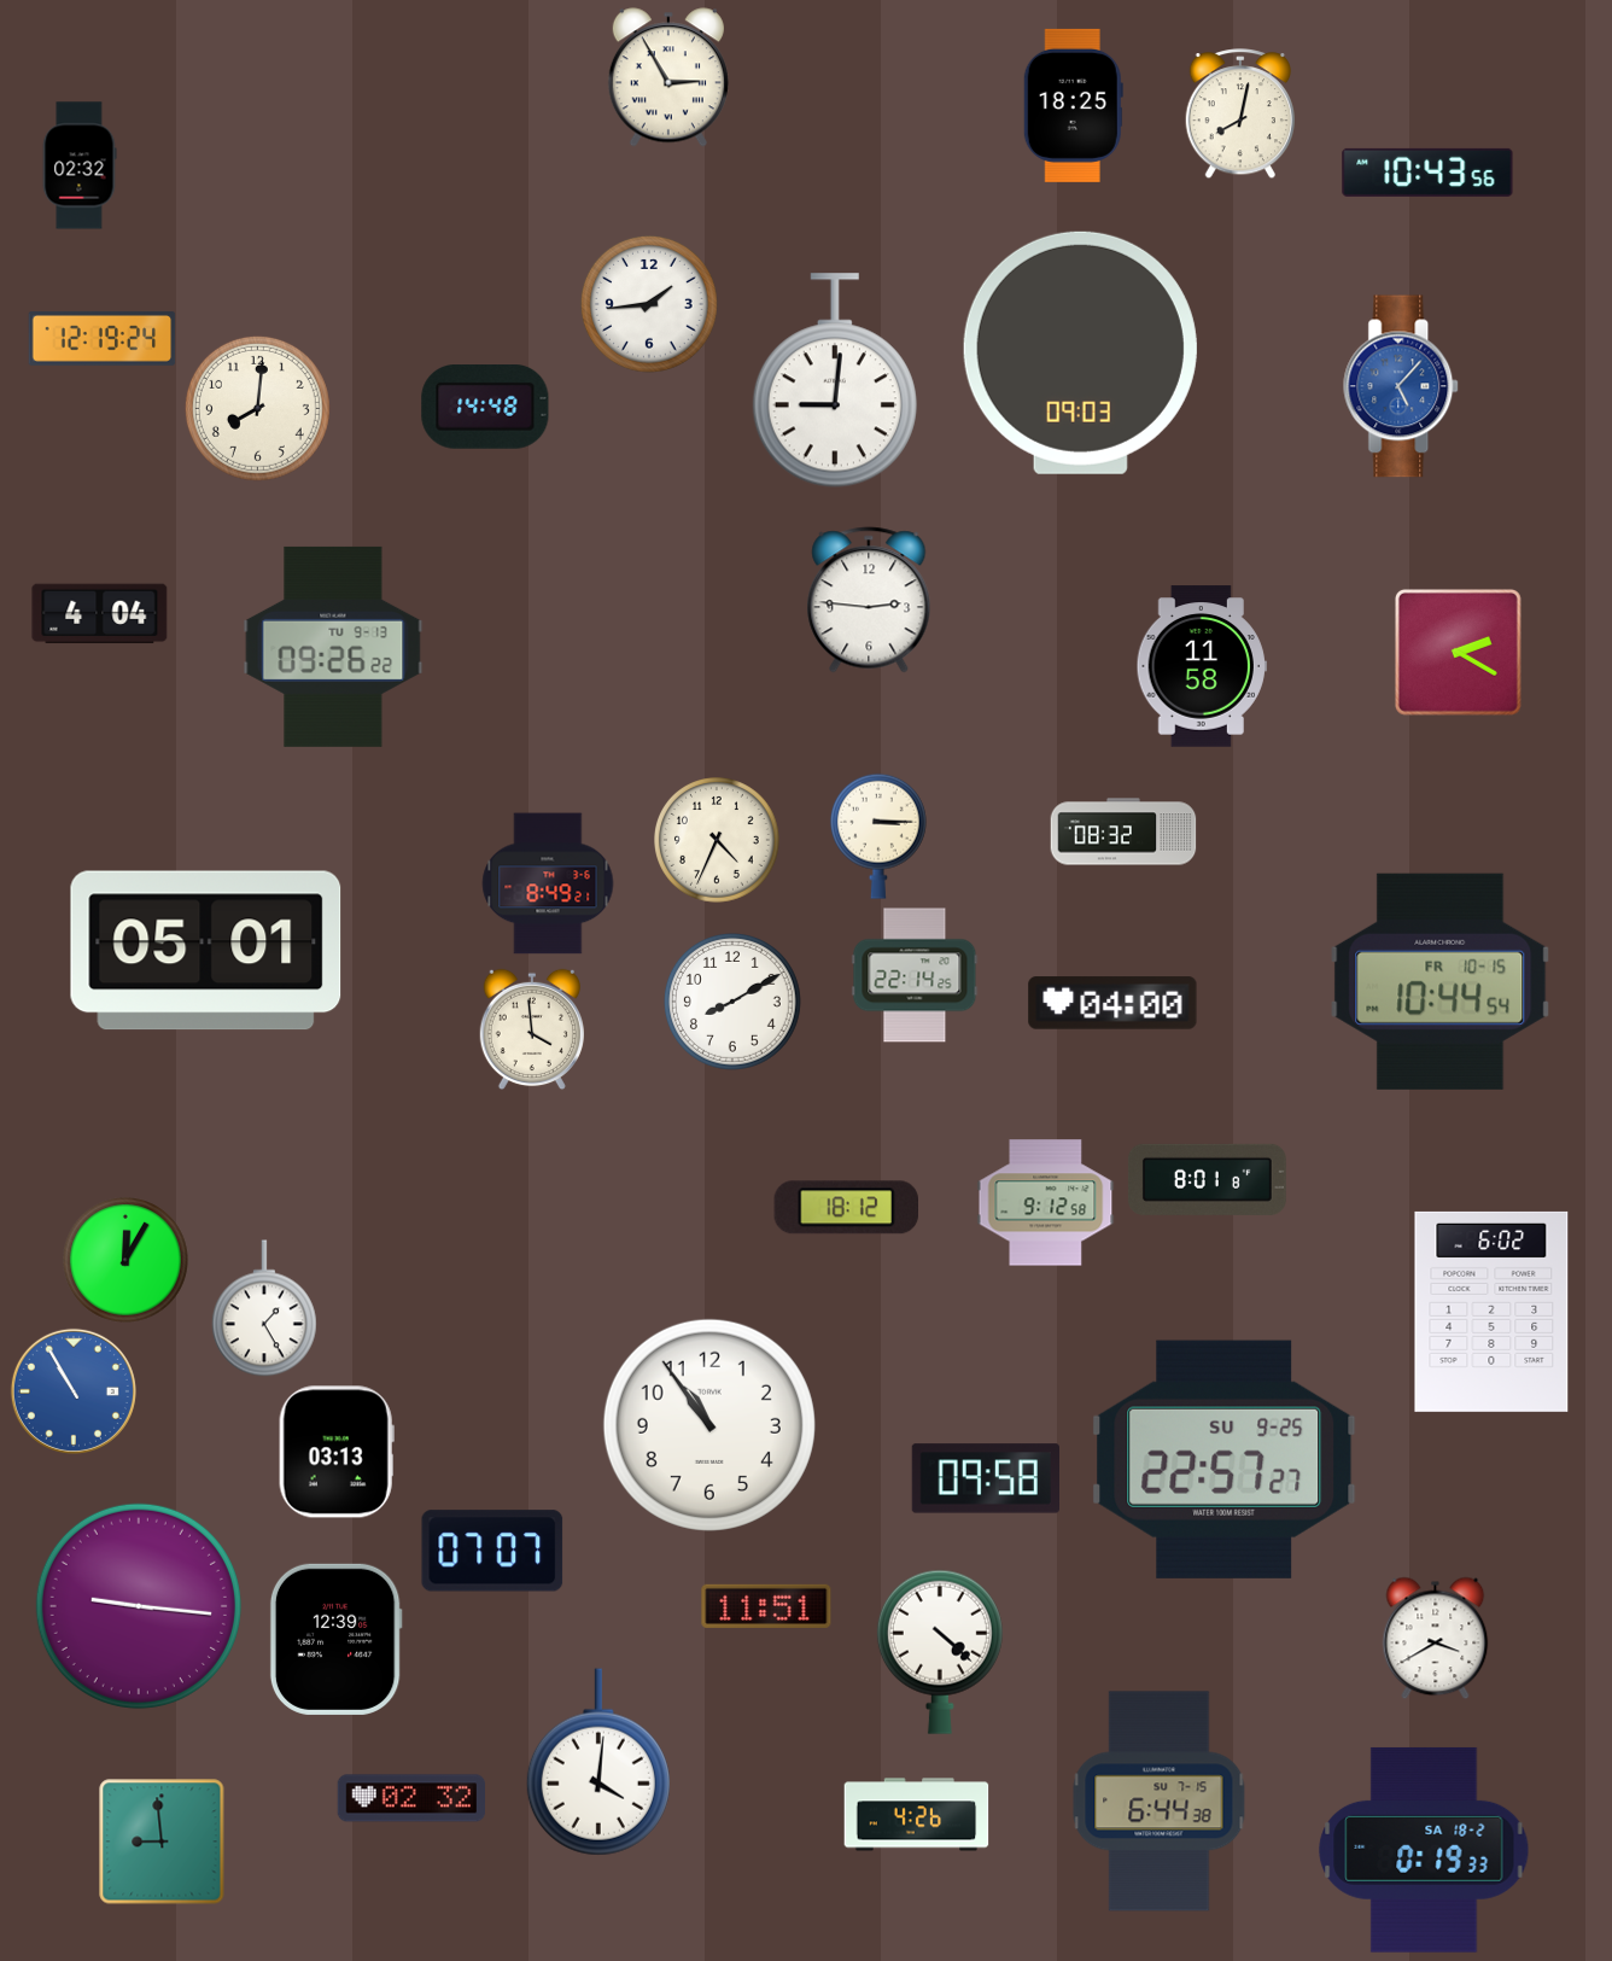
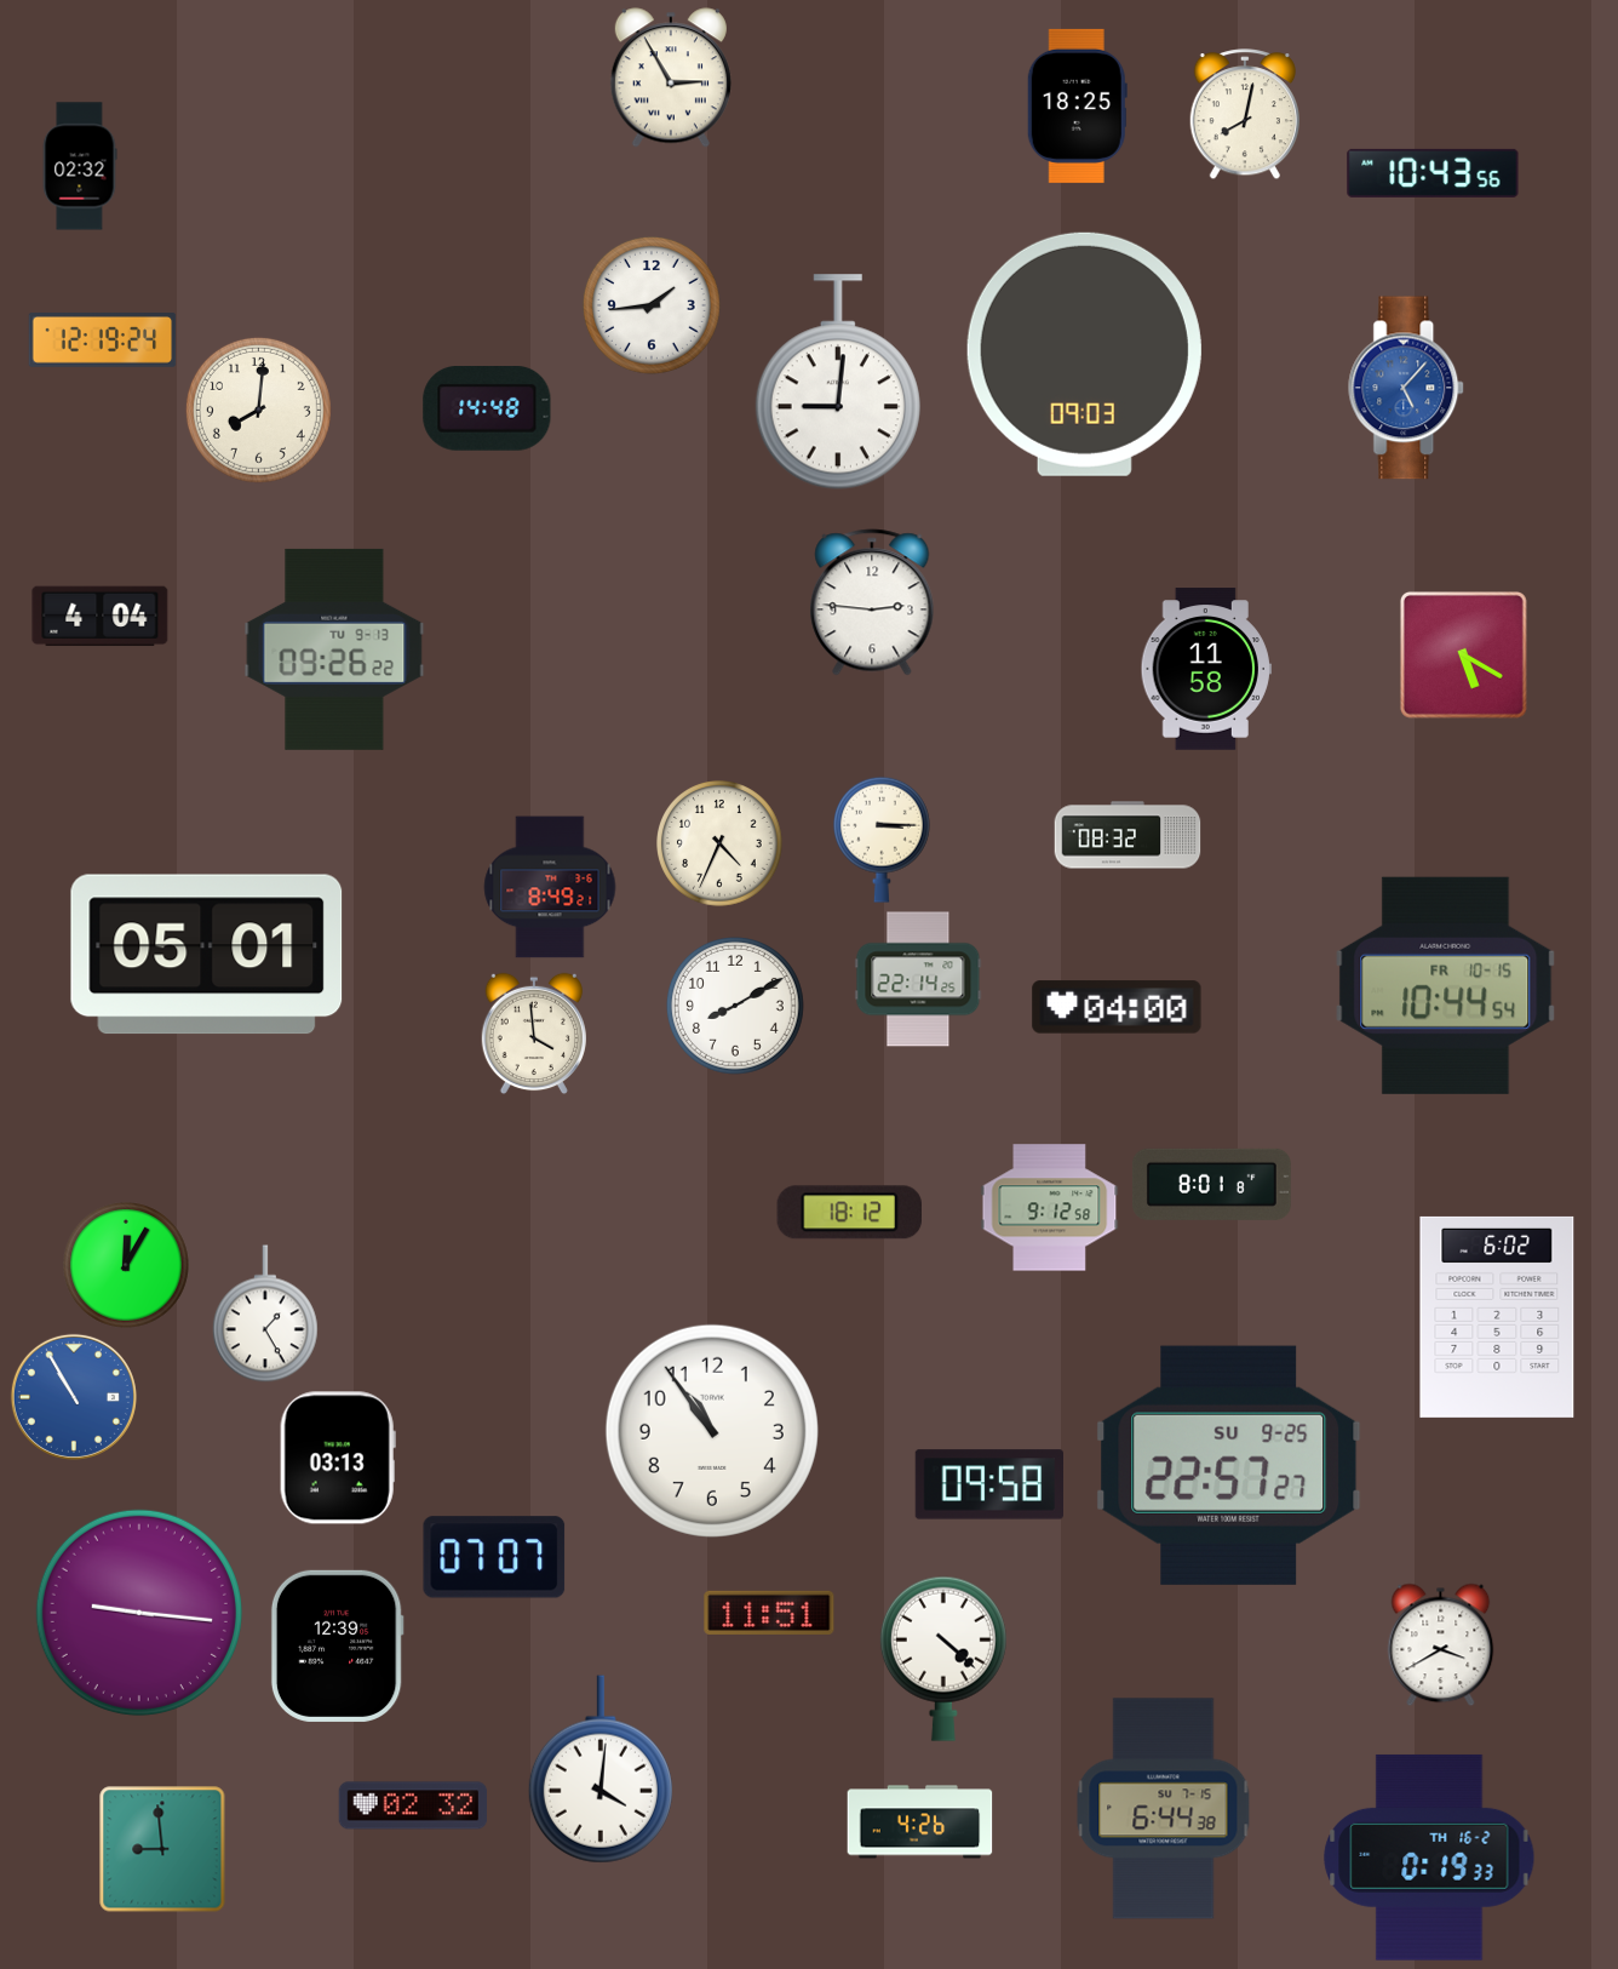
clock at (1458, 652): 2:20 -> 5:20
clock at (1424, 1850) date: SA 18-2 -> TH 16-2
